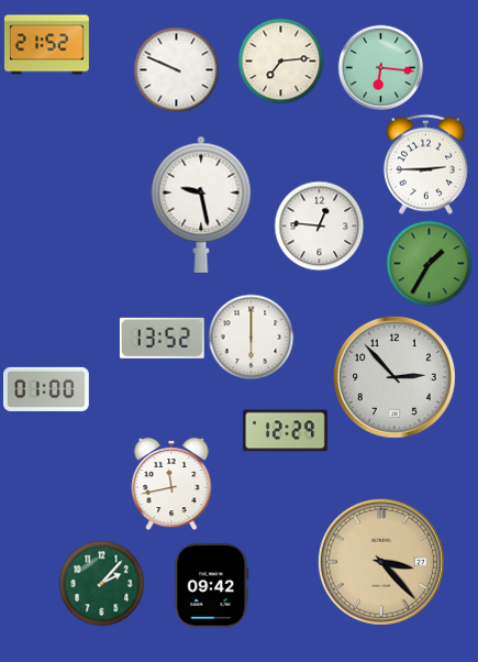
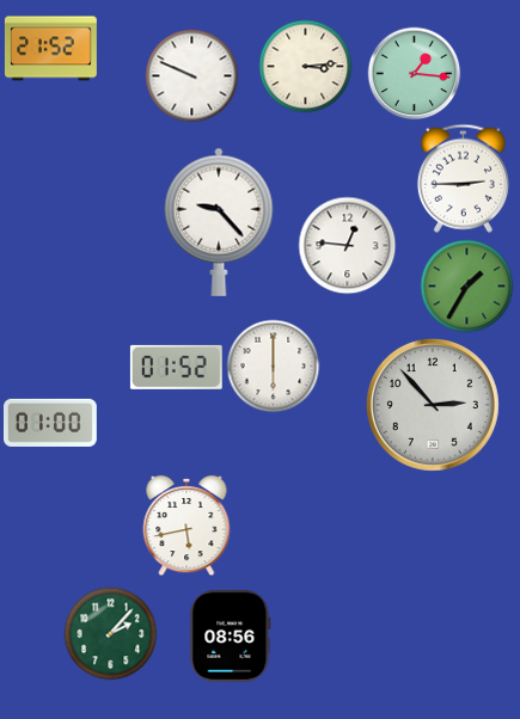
clock at (280, 60): 7:14 -> 3:14
clock at (380, 67): 6:16 -> 1:16
clock at (201, 205): 9:28 -> 9:23
clock at (162, 338): 13:52 -> 01:52
clock at (394, 377) position: (394, 377) -> (433, 405)
clock at (285, 431): 12:29 -> none
clock at (171, 484): 11:43 -> 5:43
clock at (381, 562): 3:23 -> none
clock at (212, 585): 09:42 -> 08:56
